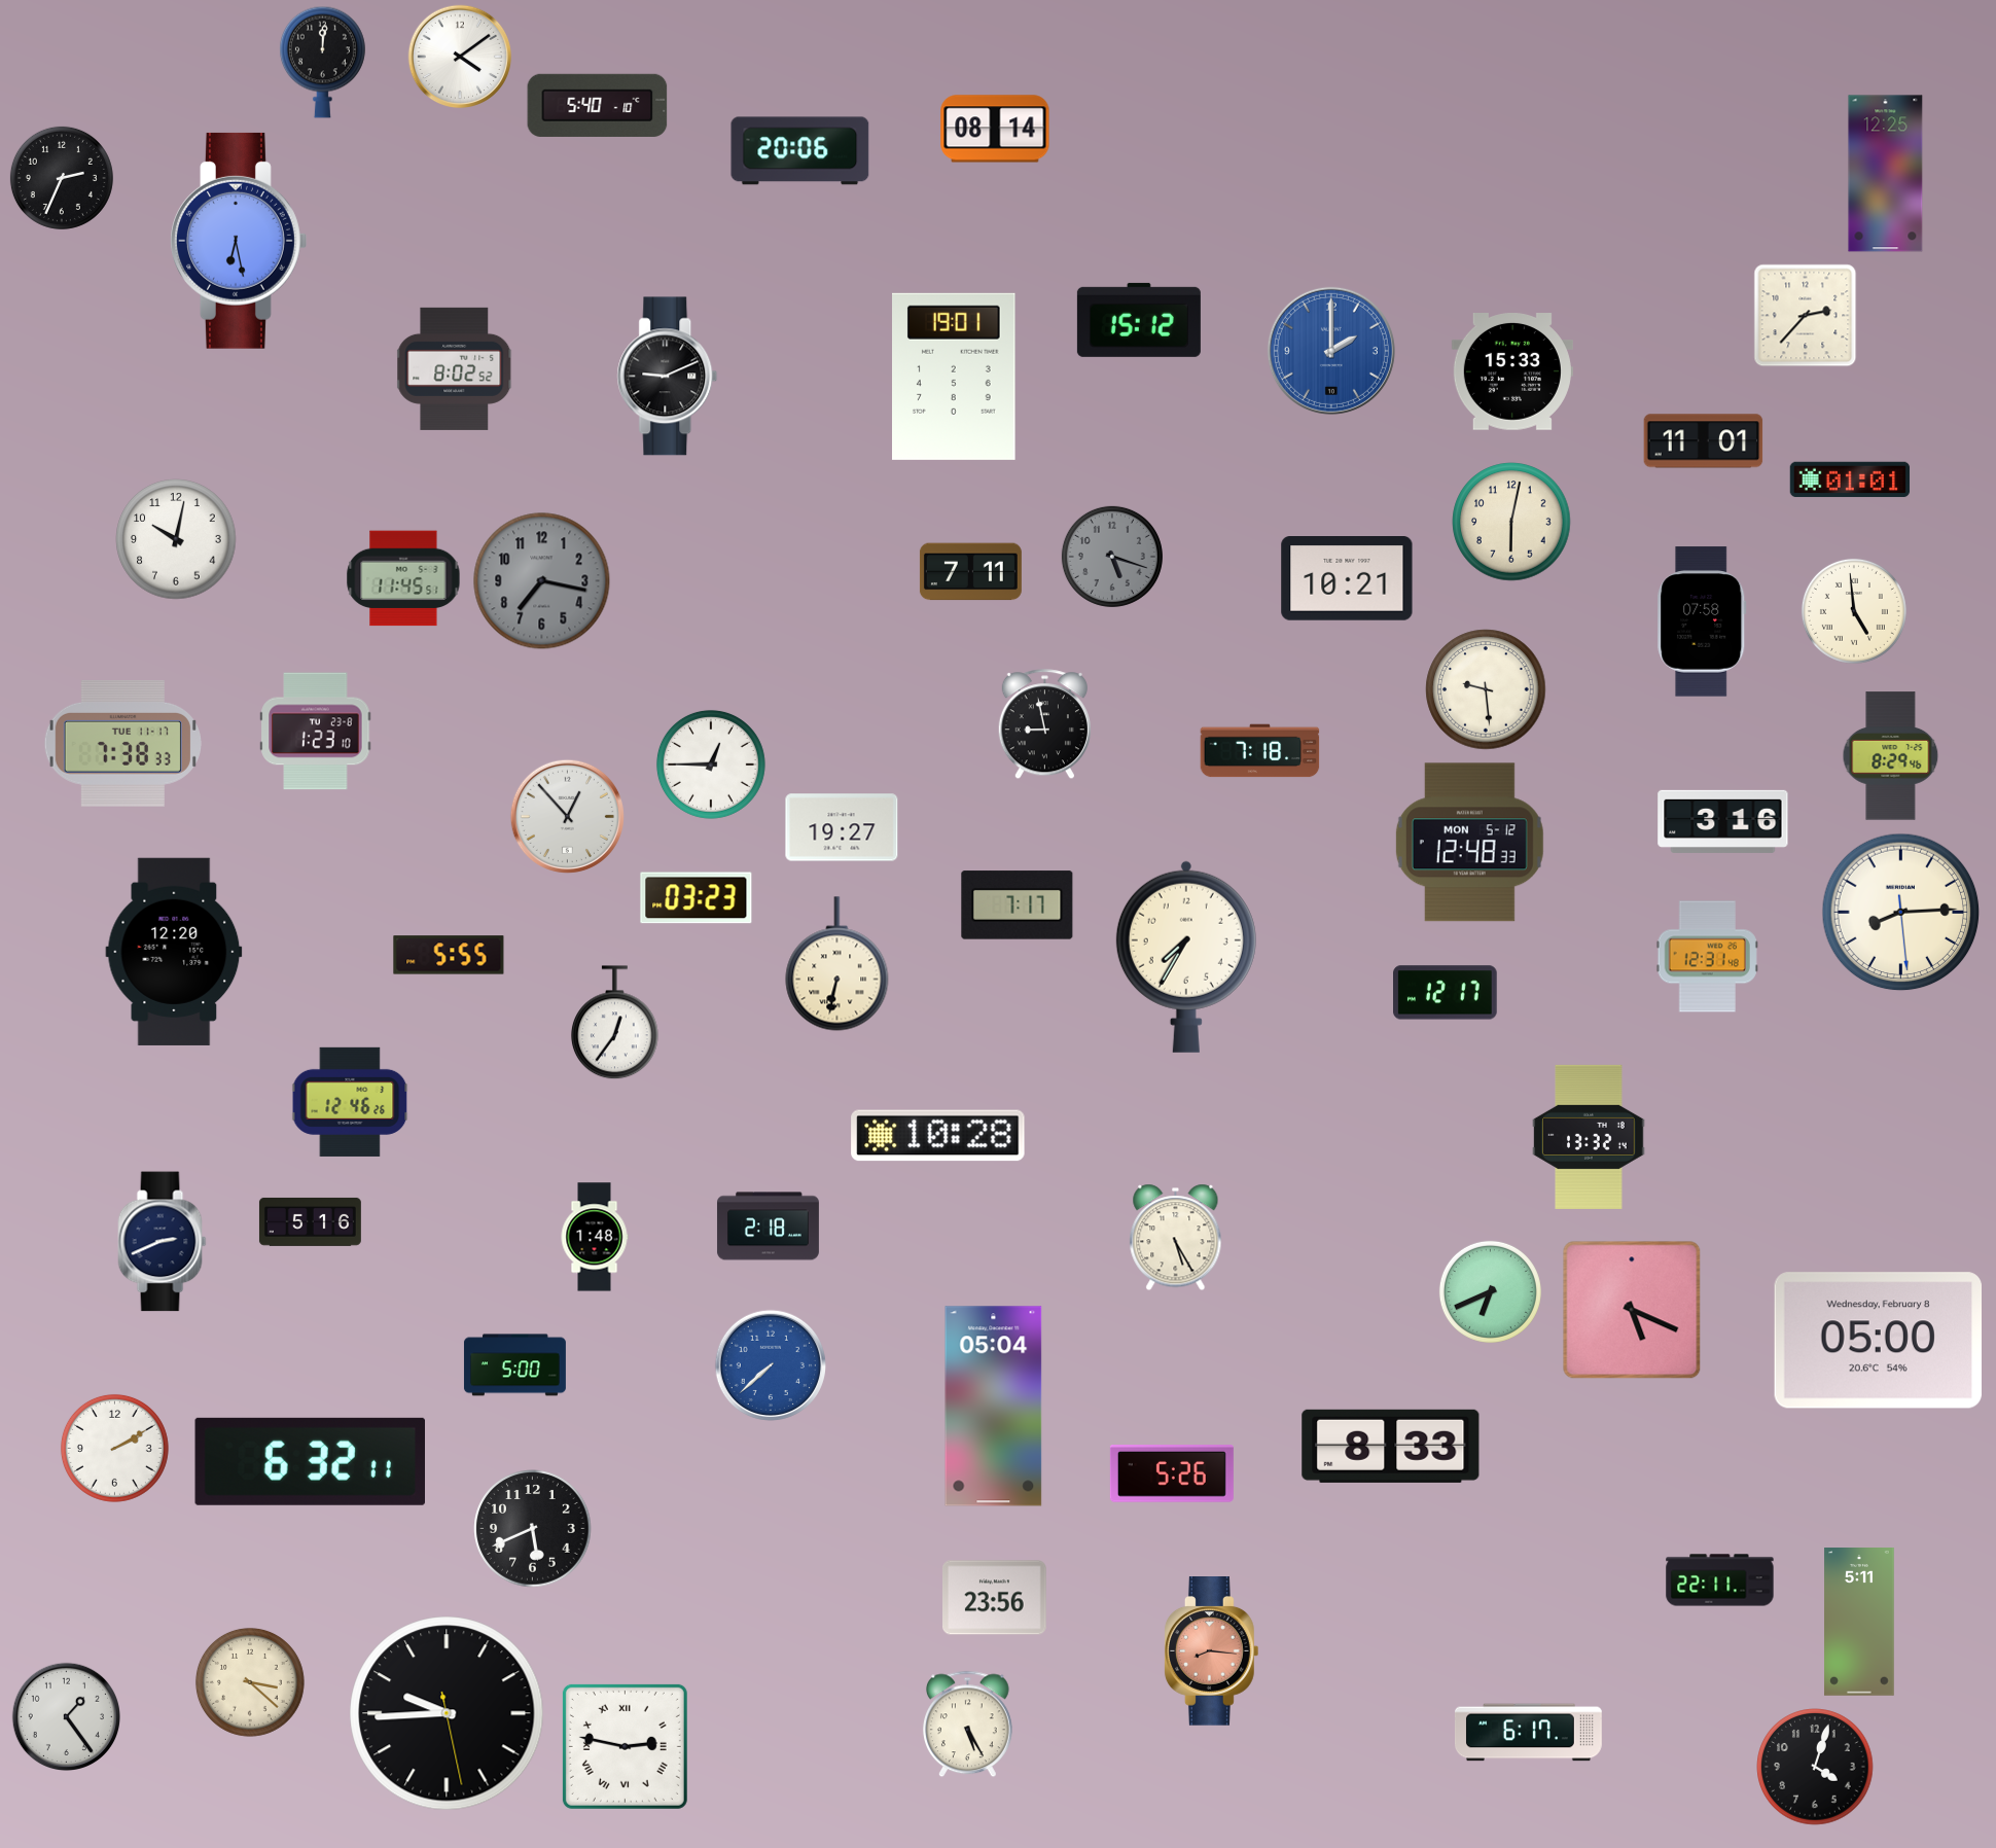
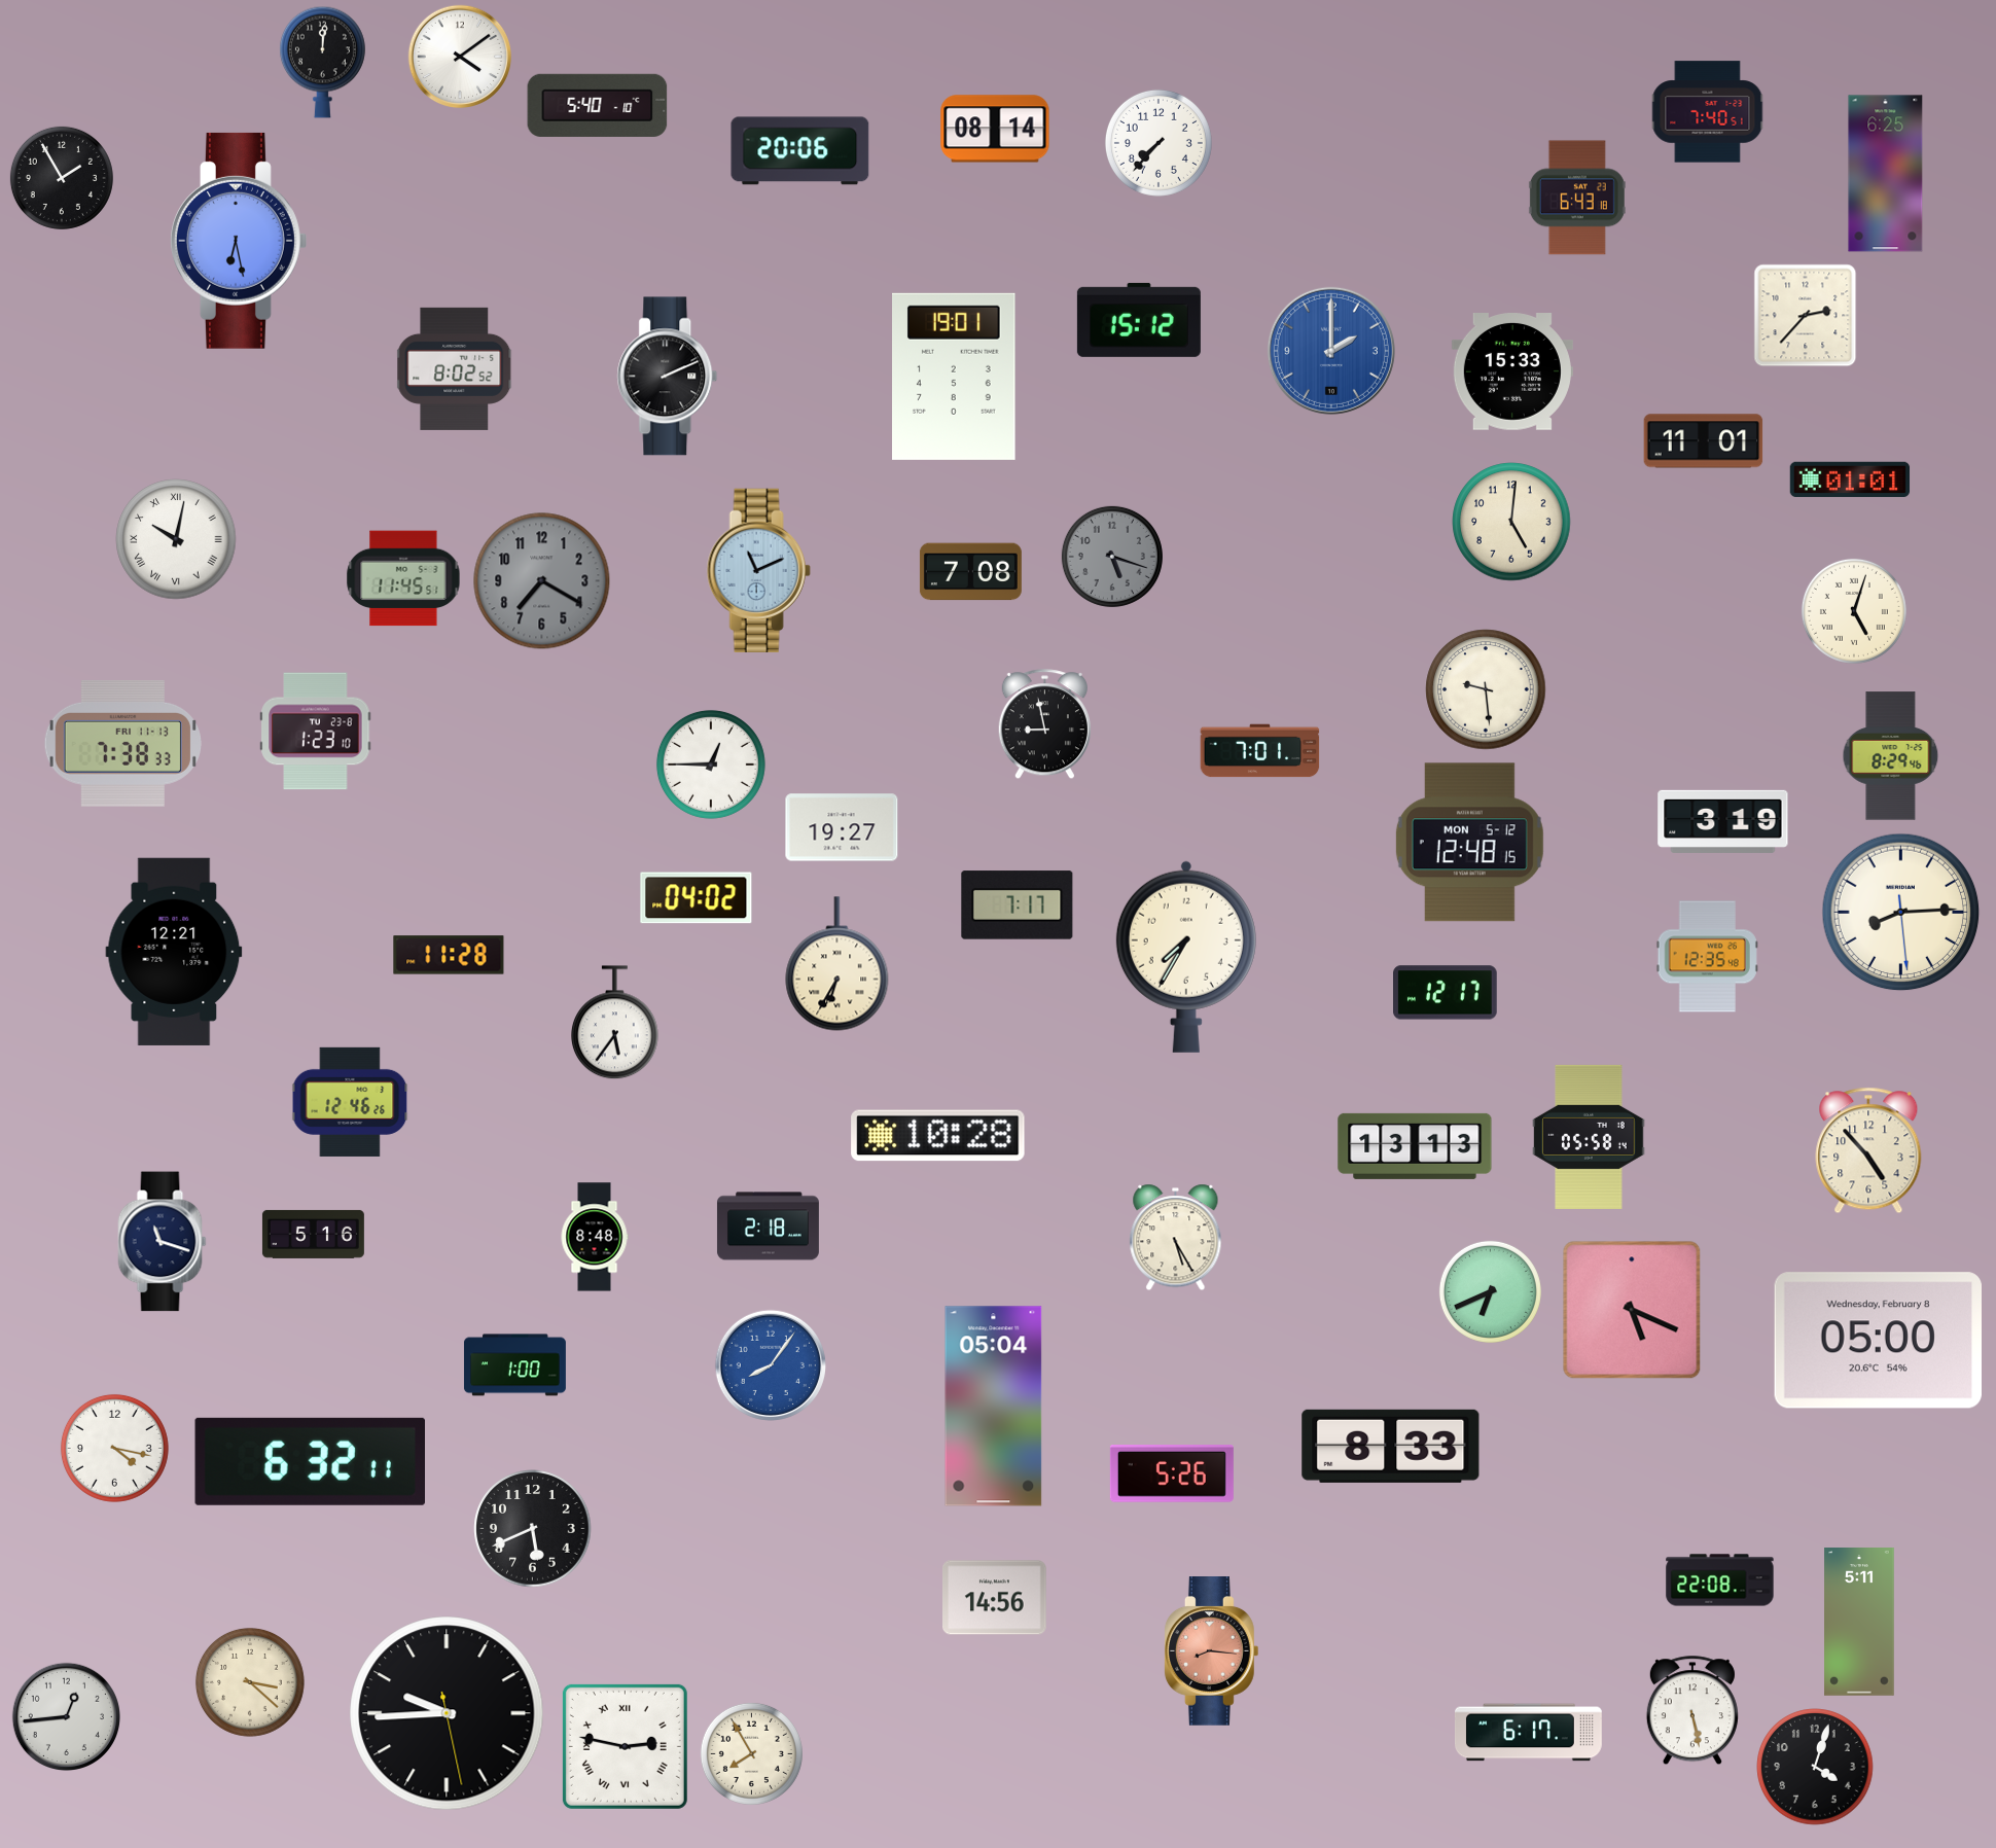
clock at (1708, 112): none -> 7:40
clock at (1159, 143): none -> 7:37
clock at (1886, 174): 12:25 -> 6:25
clock at (62, 178): 2:34 -> 1:55
clock at (1577, 198): none -> 6:43
clock at (668, 377): 9:11 -> 2:11
clock at (1511, 522): 6:02 -> 5:01
clock at (176, 539) numerals: Arabic -> Roman
clock at (758, 571): none -> 11:11
clock at (970, 572): 7:11 -> 7:08
clock at (1347, 579): 10:21 -> none
clock at (542, 581): 7:17 -> 7:20
clock at (1854, 611): 4:59 -> 5:03
clock at (1702, 621): 07:58 -> none
clock at (122, 743) date: TUE 11-17 -> FRI 11-13
clock at (1260, 751): 7:18 -> 7:01
clock at (567, 816): 12:53 -> none
clock at (1723, 821): 3:16 -> 3:19
clock at (1469, 843): 12:48:33 -> 12:48:15
clock at (697, 898): 03:23 -> 04:02
clock at (174, 952): 12:20 -> 12:21
clock at (449, 955): 5:55 -> 11:28
clock at (1707, 957): 12:31 -> 12:35
clock at (837, 964): 6:32 -> 6:35
clock at (615, 1023): 12:36 -> 5:36
clock at (1589, 1137): 13:32 -> 05:58
clock at (1415, 1146): none -> 13:13
clock at (1868, 1150): none -> 4:53
clock at (310, 1221) position: (310, 1221) -> (313, 1234)
clock at (595, 1237): 1:48 -> 8:48
clock at (163, 1242): 2:41 -> 11:18
clock at (770, 1364): 7:38 -> 8:06
clock at (514, 1365): 5:00 -> 1:00
clock at (114, 1448): 2:10 -> 4:17
clock at (1720, 1580): 22:11 -> 22:08
clock at (995, 1598): 23:56 -> 14:56
clock at (1692, 1711): none -> 5:28
clock at (66, 1716): 1:24 -> 12:44
clock at (968, 1725): 5:25 -> none
clock at (751, 1753): none -> 7:55
